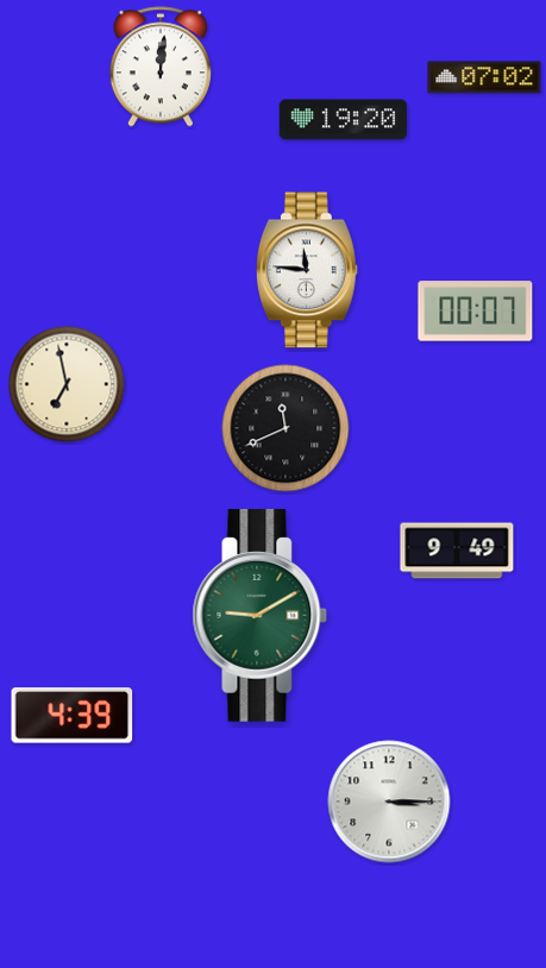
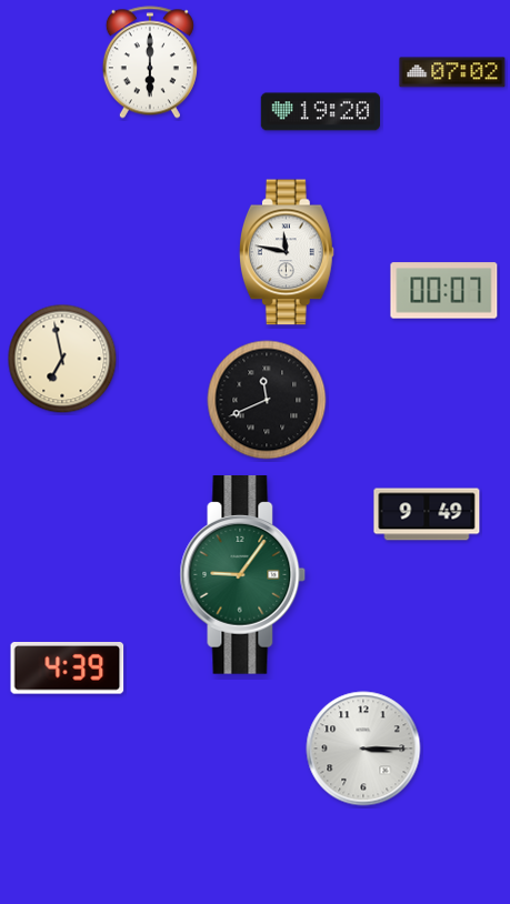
clock at (161, 67): 12:01 -> 6:00
clock at (307, 270): 11:46 -> 11:47
clock at (261, 616): 9:10 -> 9:06
